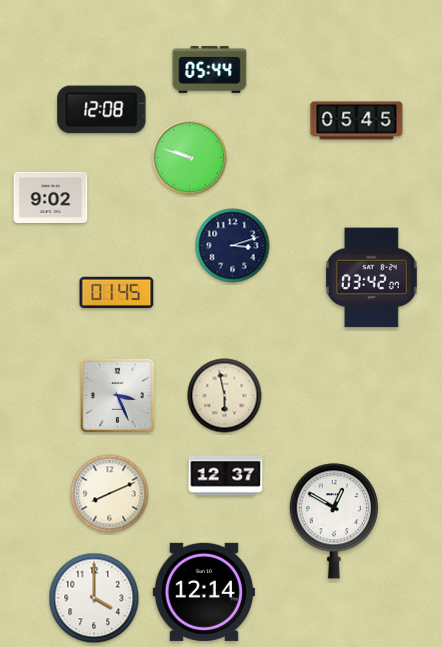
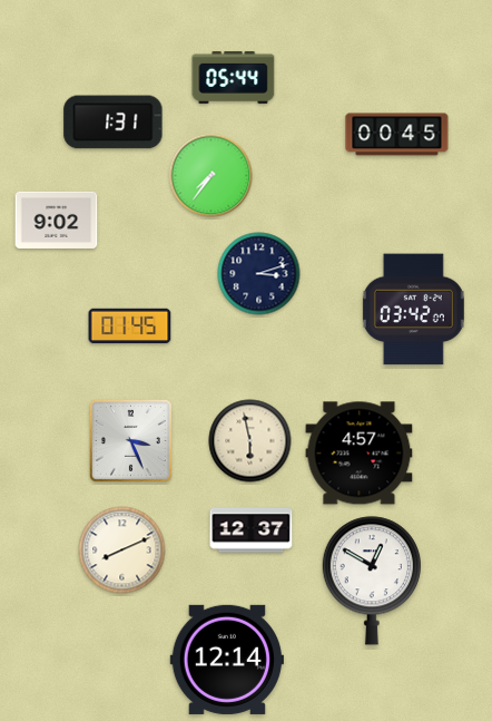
clock at (102, 110): 12:08 -> 1:31
clock at (357, 121): 05:45 -> 00:45
clock at (190, 158): 9:48 -> 7:36
clock at (360, 454): none -> 4:57
clock at (94, 598): 4:00 -> none
